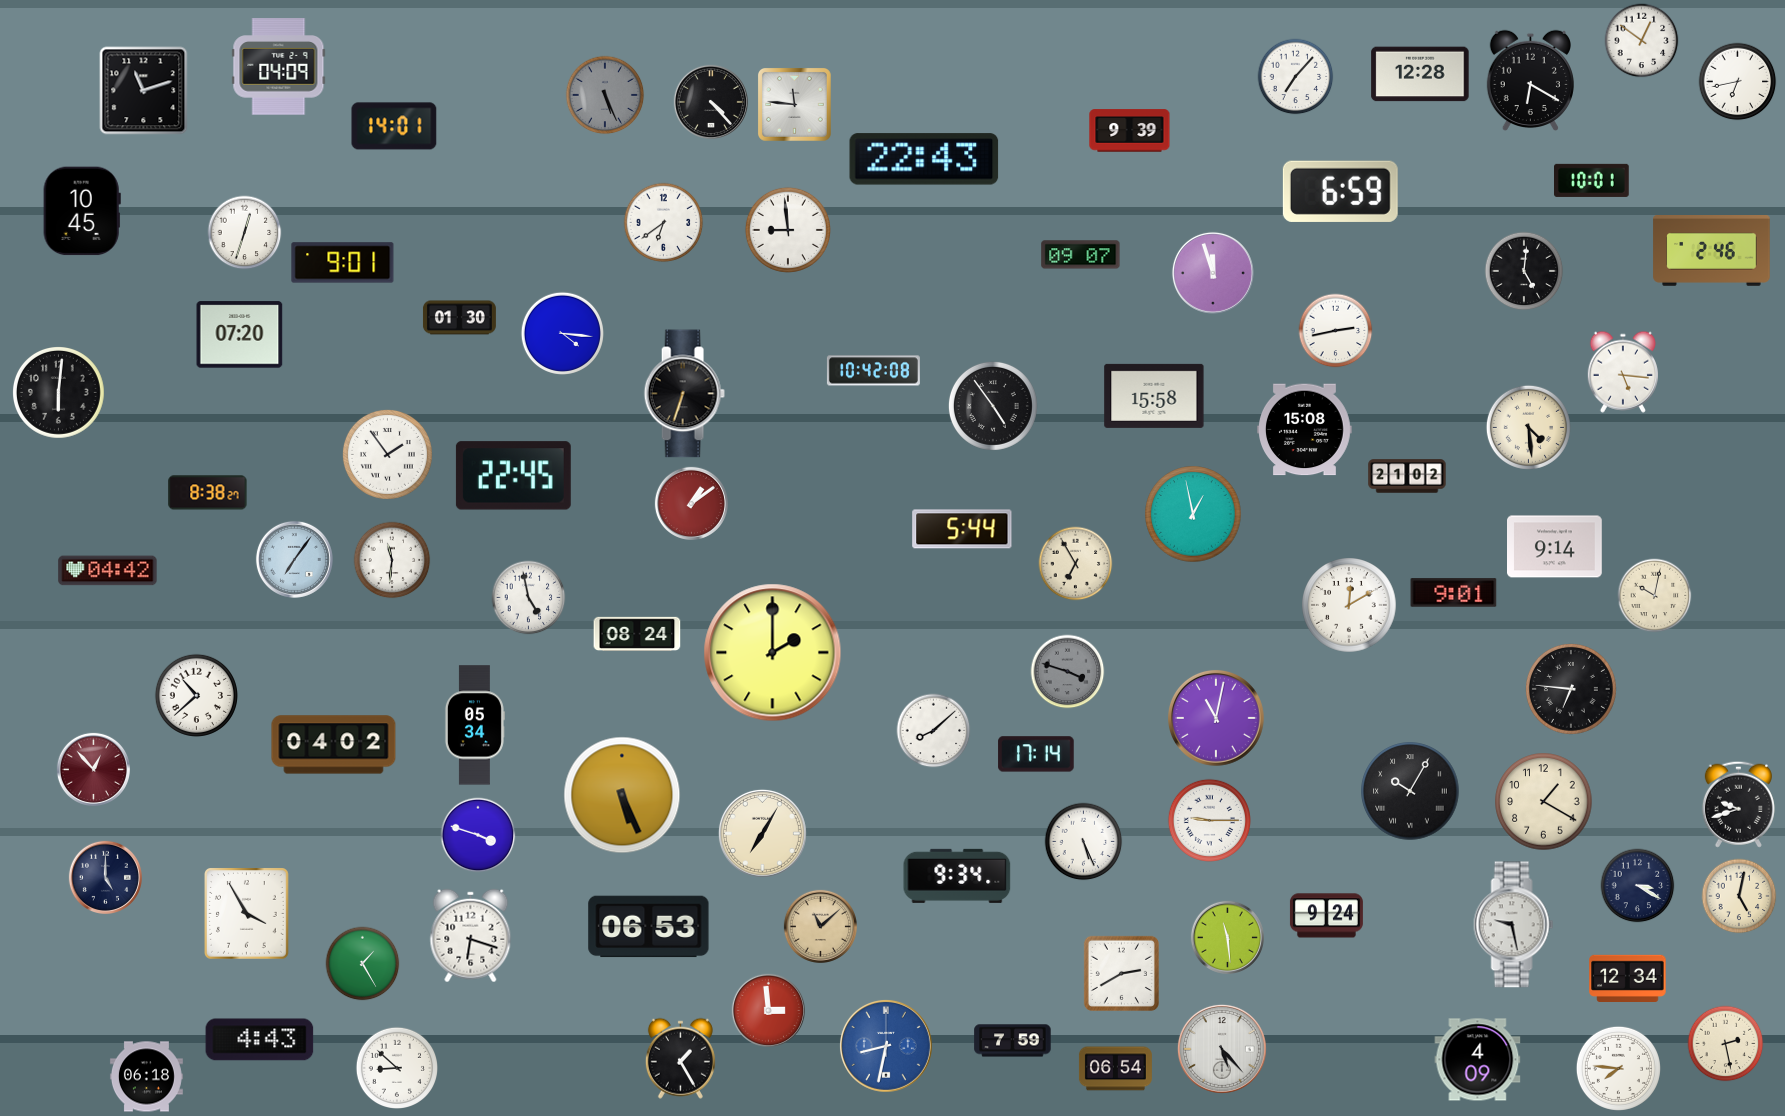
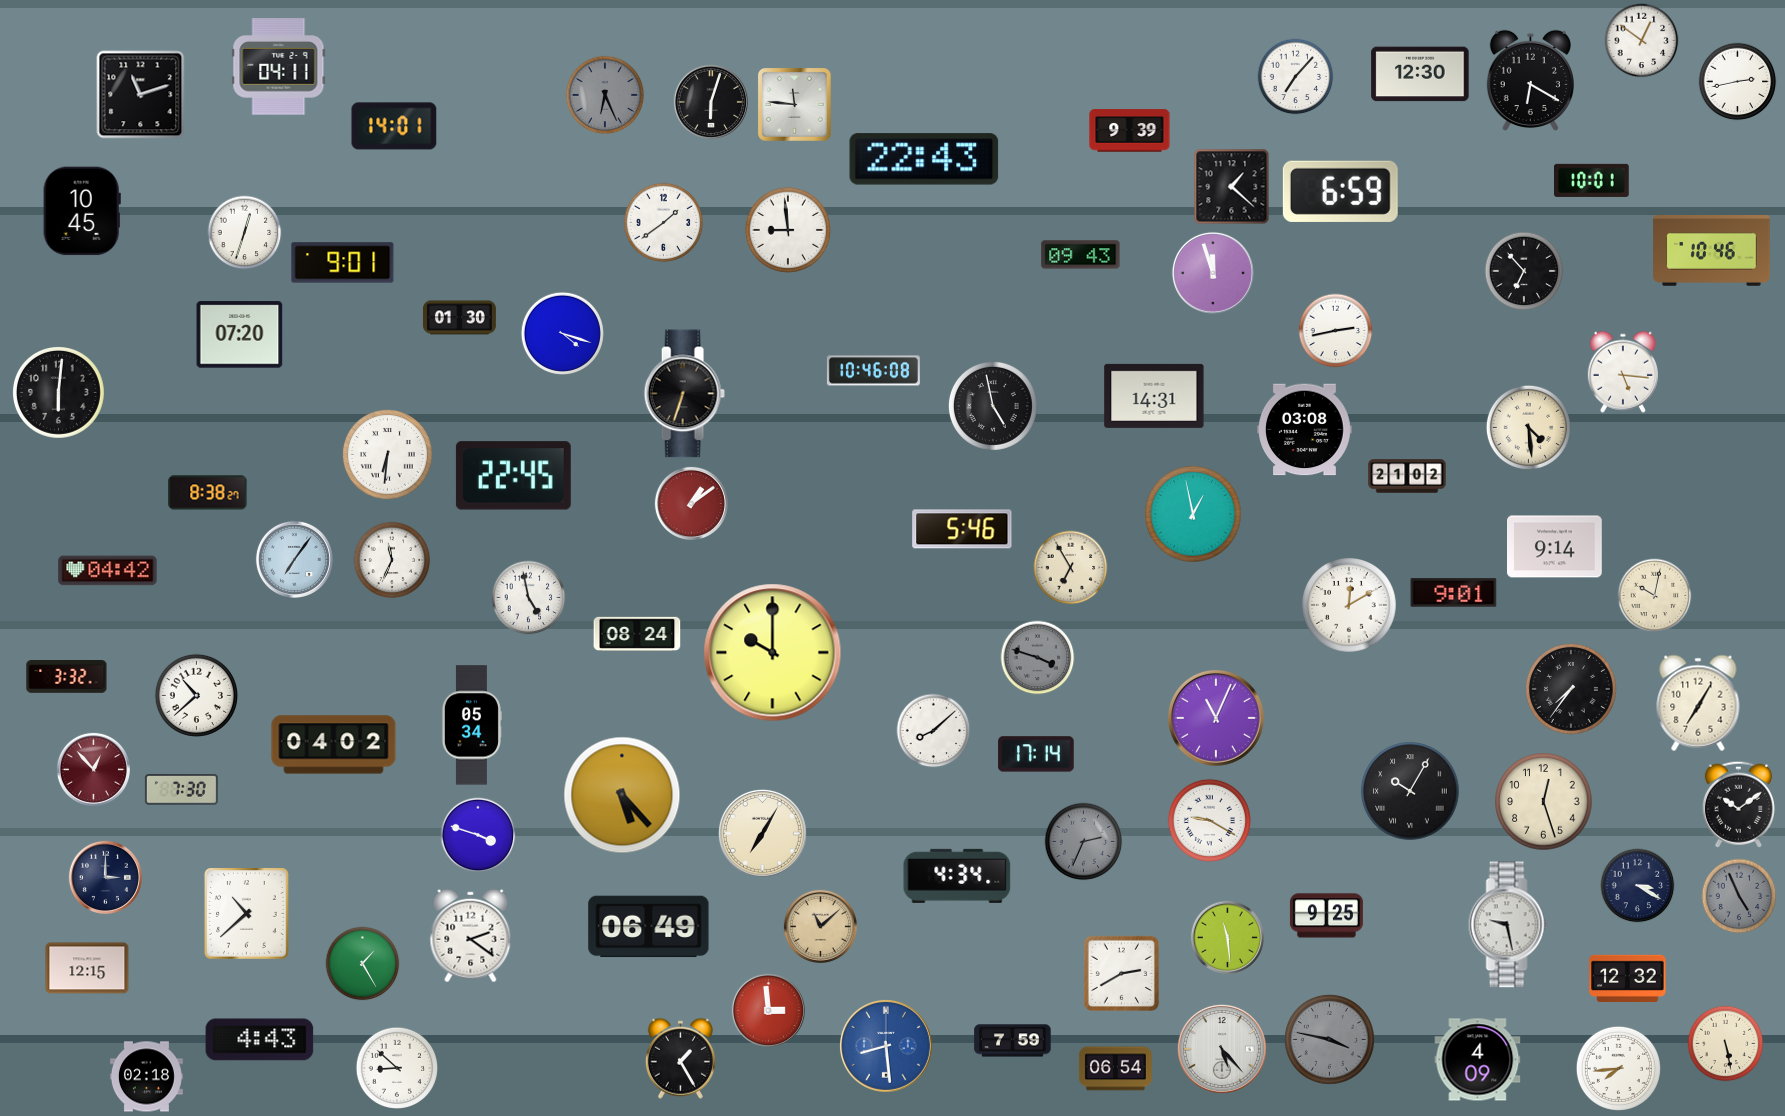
clock at (279, 67): 04:09 -> 04:11
clock at (1420, 74): 12:28 -> 12:30
clock at (1738, 82): 6:43 -> 2:43
clock at (144, 91) position: (144, 91) -> (141, 95)
clock at (605, 95): 5:26 -> 6:26
clock at (711, 102): 4:23 -> 6:03
clock at (1232, 187): none -> 1:22
clock at (664, 223): 6:39 -> 1:39
clock at (1712, 251): 2:46 -> 10:46
clock at (1081, 255): 09:07 -> 09:43
clock at (1524, 271): 5:01 -> 6:53
clock at (562, 333): 4:16 -> 4:18
clock at (873, 371): 10:42 -> 10:46
clock at (1154, 396): 15:58 -> 14:31
clock at (993, 406): 4:54 -> 4:58
clock at (1305, 430): 15:08 -> 03:08
clock at (387, 454): 1:54 -> 6:31
clock at (962, 529): 5:44 -> 5:46
clock at (392, 560): 11:31 -> 11:34
clock at (1076, 564) position: (1076, 564) -> (1071, 568)
clock at (773, 653): 2:00 -> 10:00
clock at (1068, 672) position: (1068, 672) -> (1038, 658)
clock at (67, 677): none -> 3:32
clock at (1571, 689): 6:46 -> 7:36
clock at (1698, 703): none -> 7:05
clock at (1216, 718): 11:02 -> 11:04
clock at (474, 725) position: (474, 725) -> (471, 725)
clock at (181, 790): none -> 7:30
clock at (622, 795): 5:26 -> 5:23
clock at (1544, 802): 1:20 -> 12:27
clock at (1738, 804): 9:42 -> 10:09
clock at (1209, 820): 9:15 -> 9:20
clock at (1084, 842): 5:26 -> 2:34
clock at (1084, 842) dial: white -> grey
clock at (957, 876): 9:34 -> 4:34
clock at (105, 877): 5:00 -> 3:00
clock at (1739, 896): 5:02 -> 4:56
clock at (1739, 896) dial: cream -> grey
clock at (247, 914): 3:55 -> 10:38
clock at (1326, 916): 9:24 -> 9:25
clock at (1514, 925) position: (1514, 925) -> (1509, 925)
clock at (649, 927): 06:53 -> 06:49
clock at (471, 936): 6:18 -> 2:21
clock at (87, 968): none -> 12:15
clock at (1628, 978): 12:34 -> 12:32
clock at (1329, 1039): none -> 3:47
clock at (1726, 1044): 2:28 -> 5:28
clock at (886, 1046): 8:32 -> 8:29
clock at (1618, 1068): 7:46 -> 7:44
clock at (146, 1077): 06:18 -> 02:18
